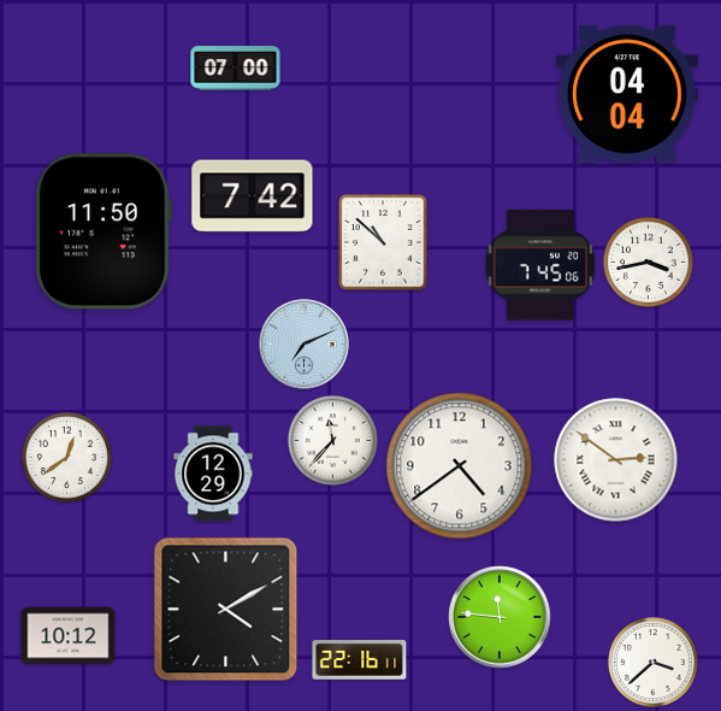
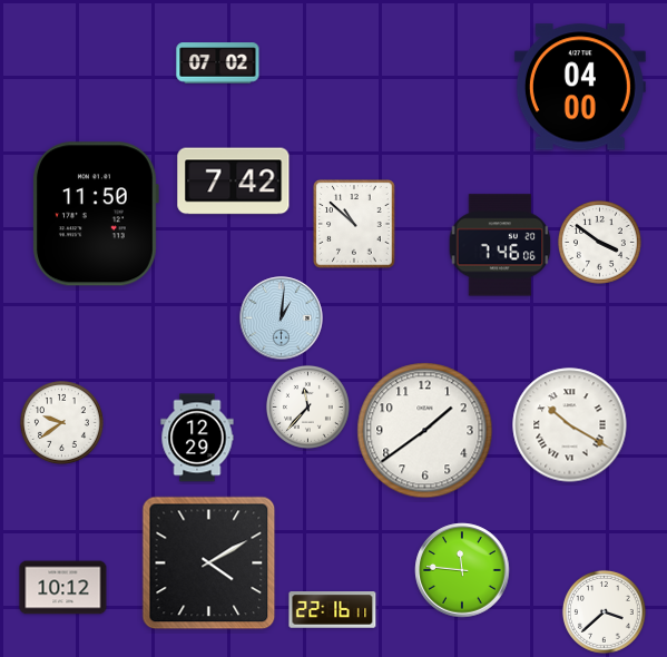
clock at (236, 69): 07:00 -> 07:02
clock at (627, 94): 04:04 -> 04:00
clock at (648, 262): 3:43 -> 3:51
clock at (540, 265): 7:45 -> 7:46
clock at (305, 345): 7:11 -> 1:01
clock at (66, 457): 12:39 -> 9:39
clock at (616, 460): 2:51 -> 10:20
clock at (460, 466): 4:39 -> 1:39
